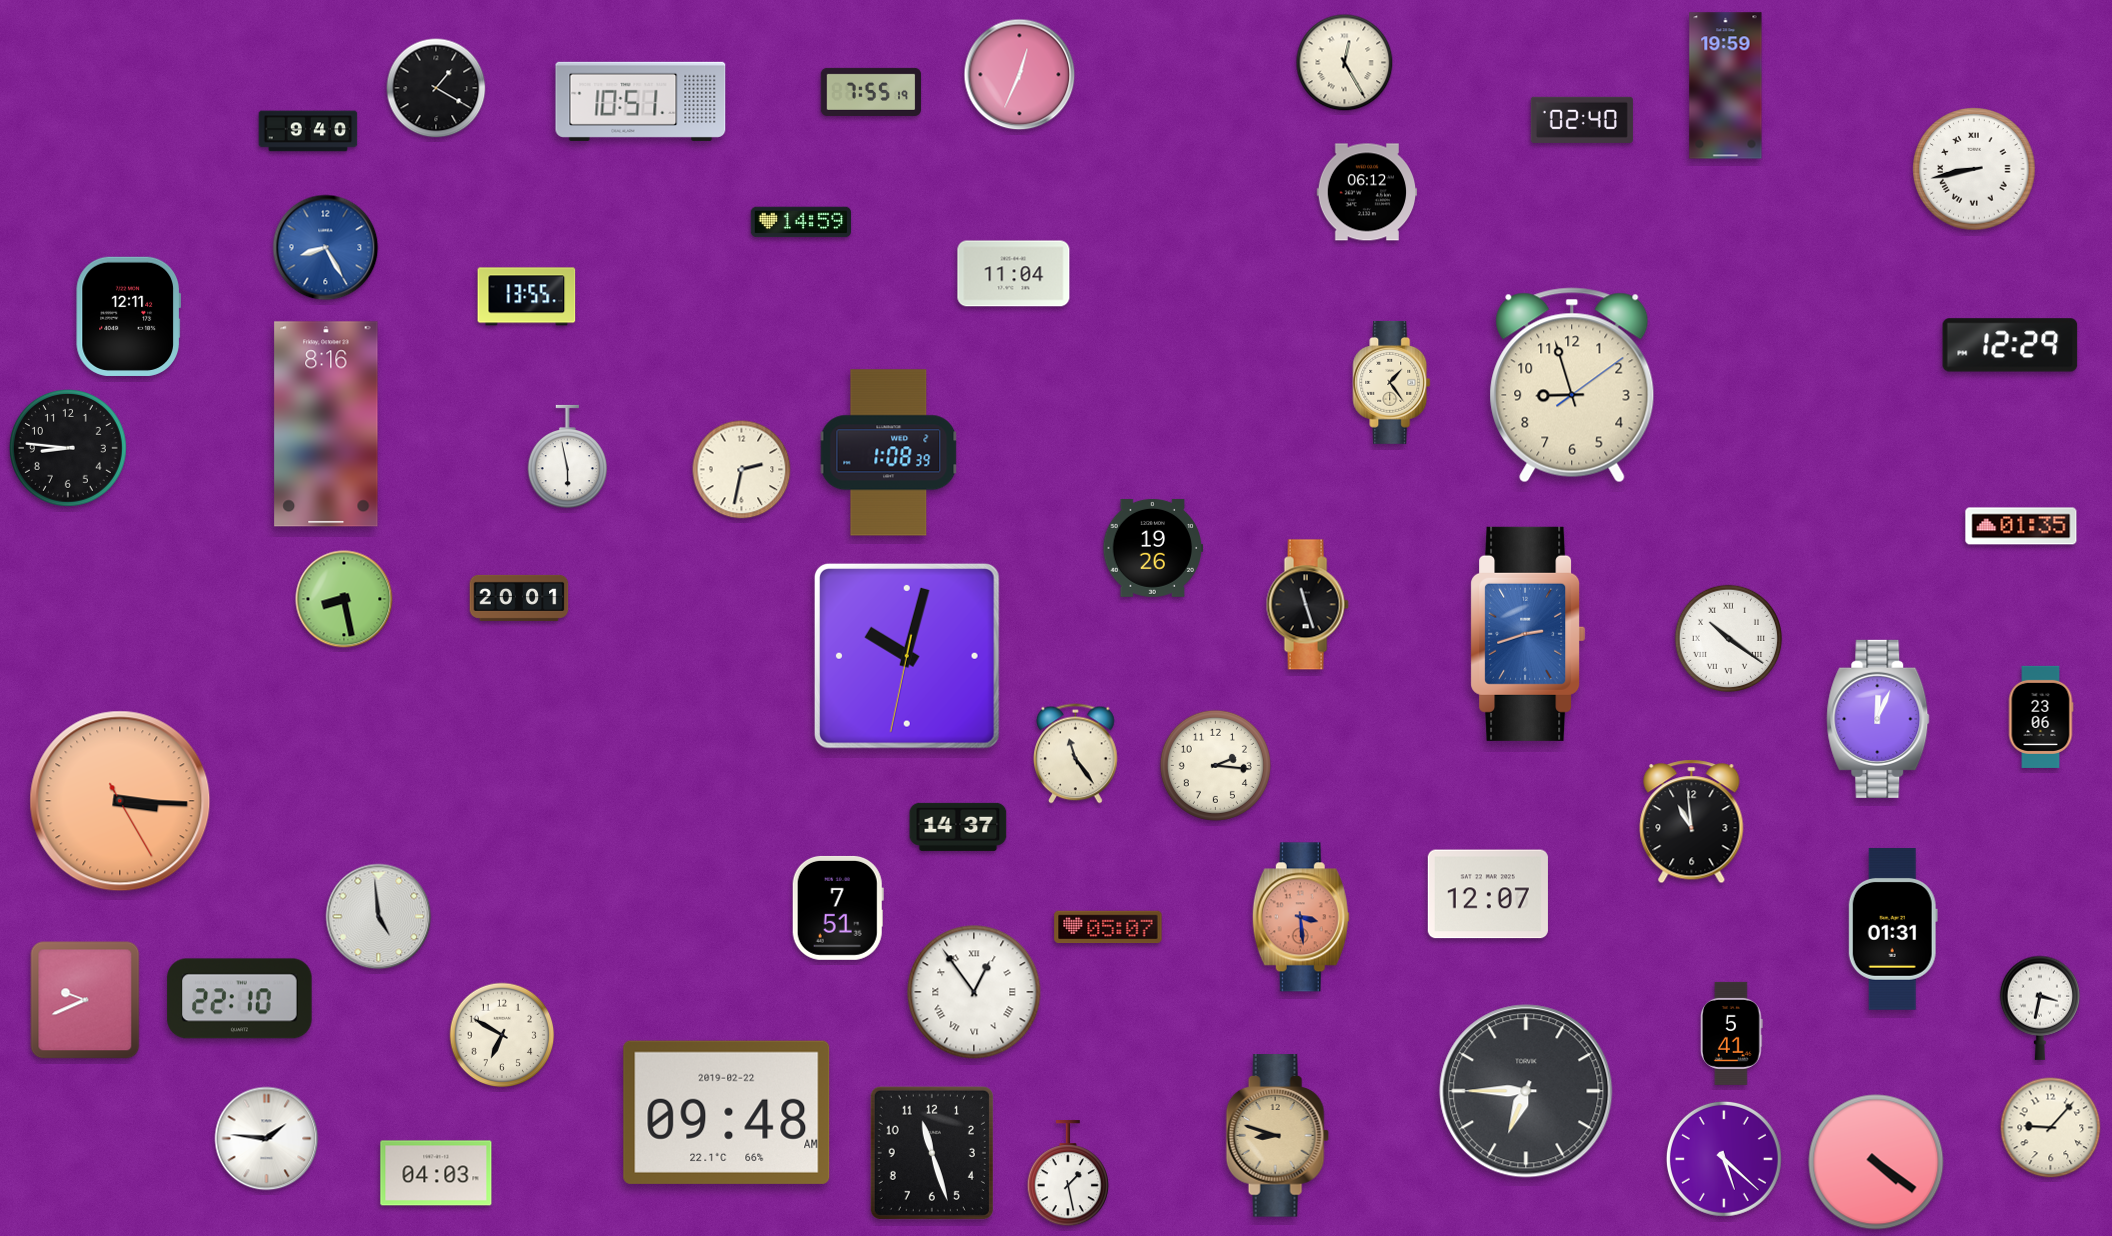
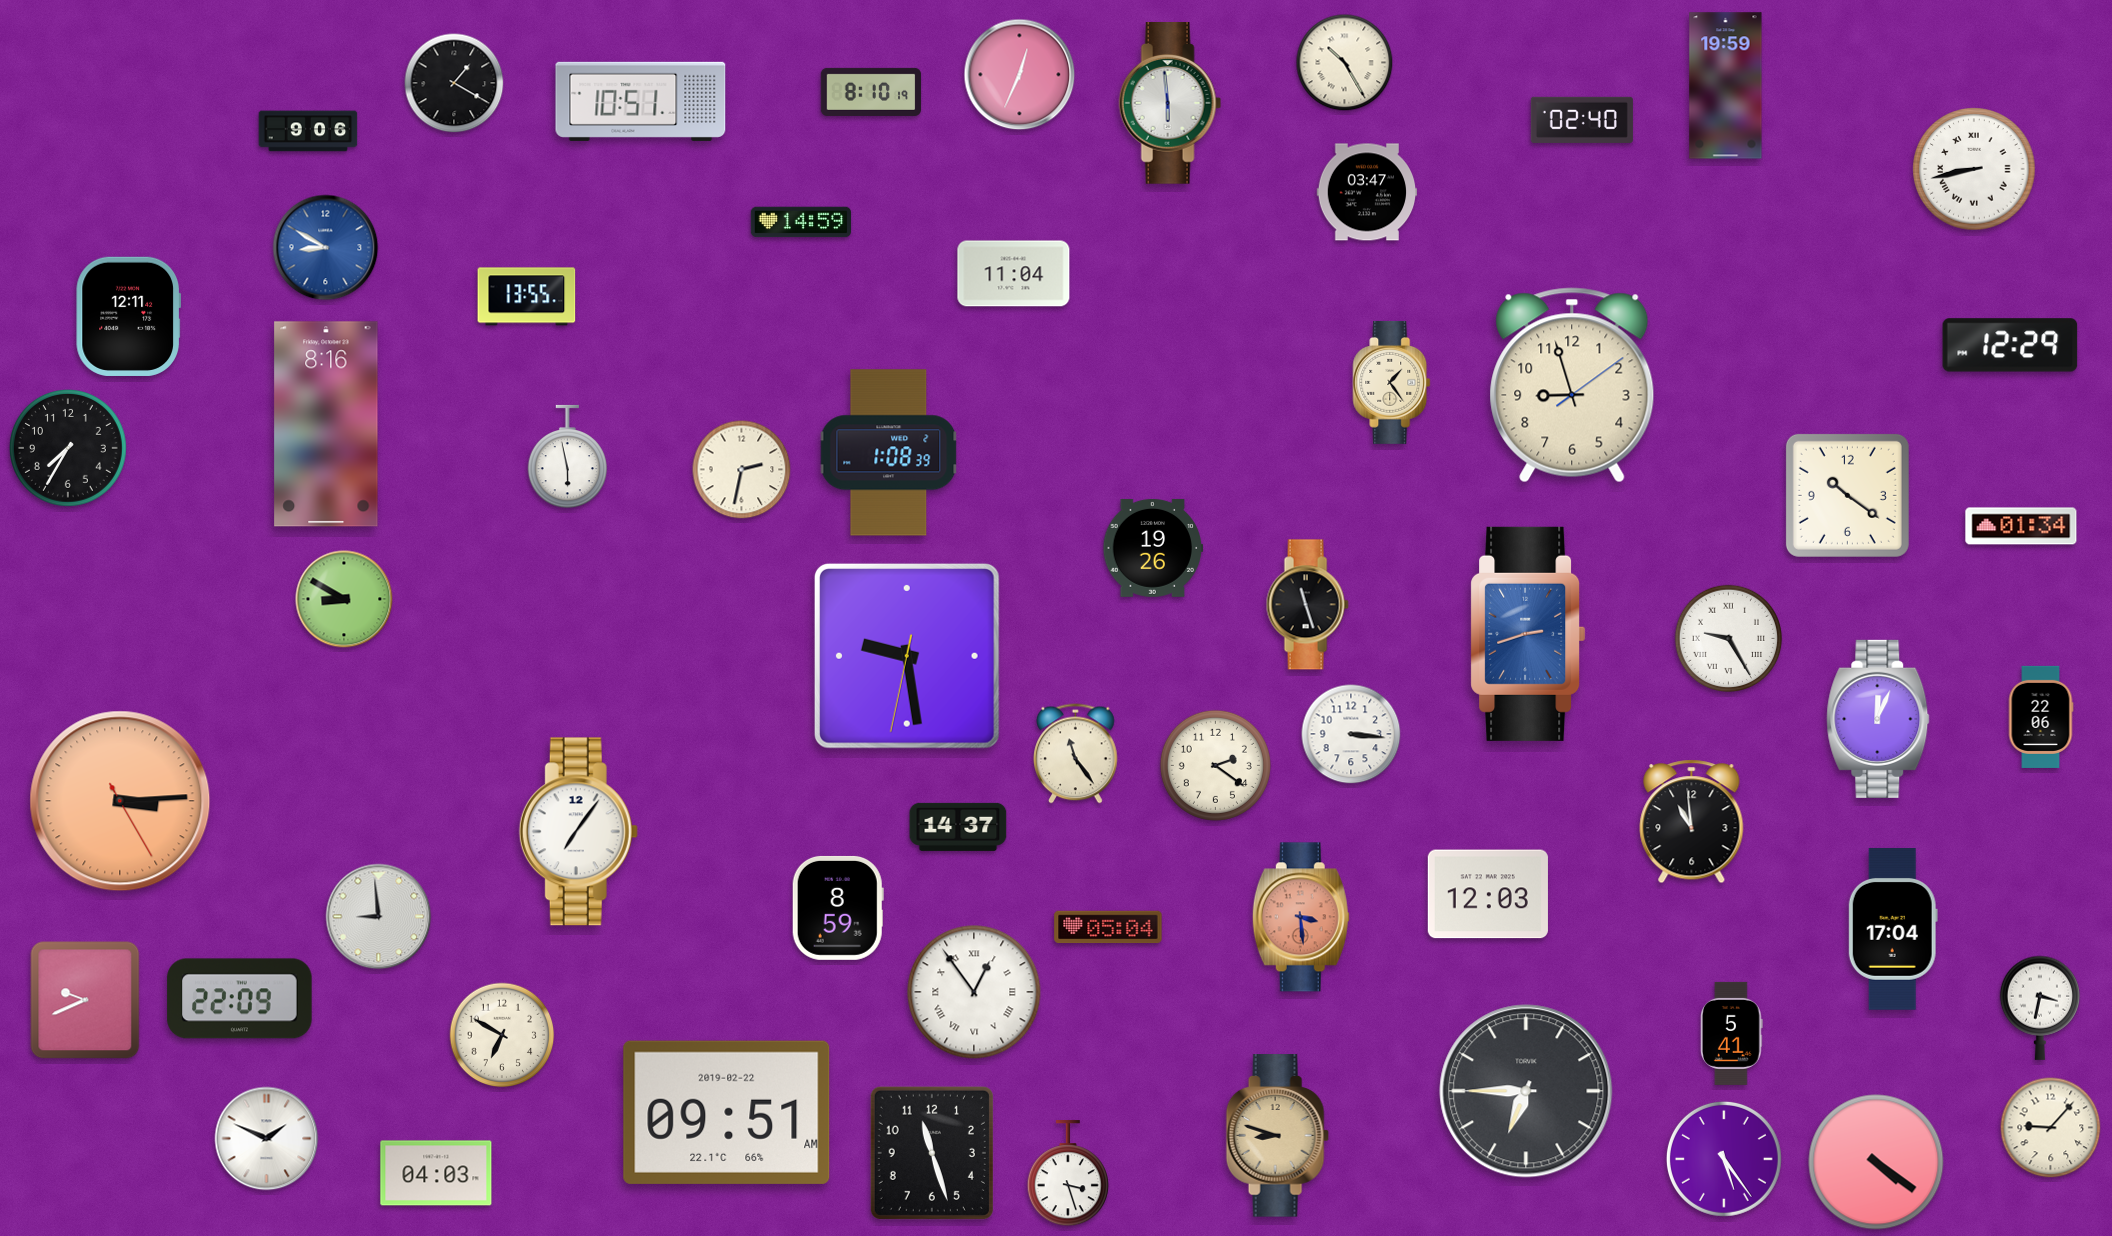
clock at (1345, 63): 12:25 -> 10:25
clock at (436, 88) position: (436, 88) -> (454, 83)
clock at (871, 92): 7:55 -> 8:10
clock at (1170, 104): none -> 5:59
clock at (308, 131): 9:40 -> 9:06
clock at (1367, 192): 06:12 -> 03:47
clock at (326, 248): 8:25 -> 8:50
clock at (69, 449): 8:46 -> 7:35
clock at (1847, 495): none -> 10:21
clock at (2021, 526): 01:35 -> 01:34
clock at (519, 598): 20:01 -> none
clock at (344, 599): 8:28 -> 8:50
clock at (1728, 638): 10:21 -> 9:25
clock at (907, 656): 10:02 -> 9:28
clock at (2041, 717): 23:06 -> 22:06
clock at (1351, 734): none -> 3:16
clock at (1215, 765): 2:16 -> 2:21
clock at (120, 801): 3:15 -> 3:14
clock at (578, 832): none -> 7:06
clock at (1488, 894): 12:07 -> 12:03
clock at (838, 908): 7:51 -> 8:59
clock at (379, 917): 4:59 -> 8:59
clock at (1108, 927): 05:07 -> 05:04
clock at (1893, 929): 01:31 -> 17:04
clock at (240, 999): 22:10 -> 22:09
clock at (727, 1112): 09:48 -> 09:51
clock at (267, 1139): 1:46 -> 1:49
clock at (1724, 1159): 5:22 -> 5:24
clock at (1067, 1174): 1:28 -> 3:27
